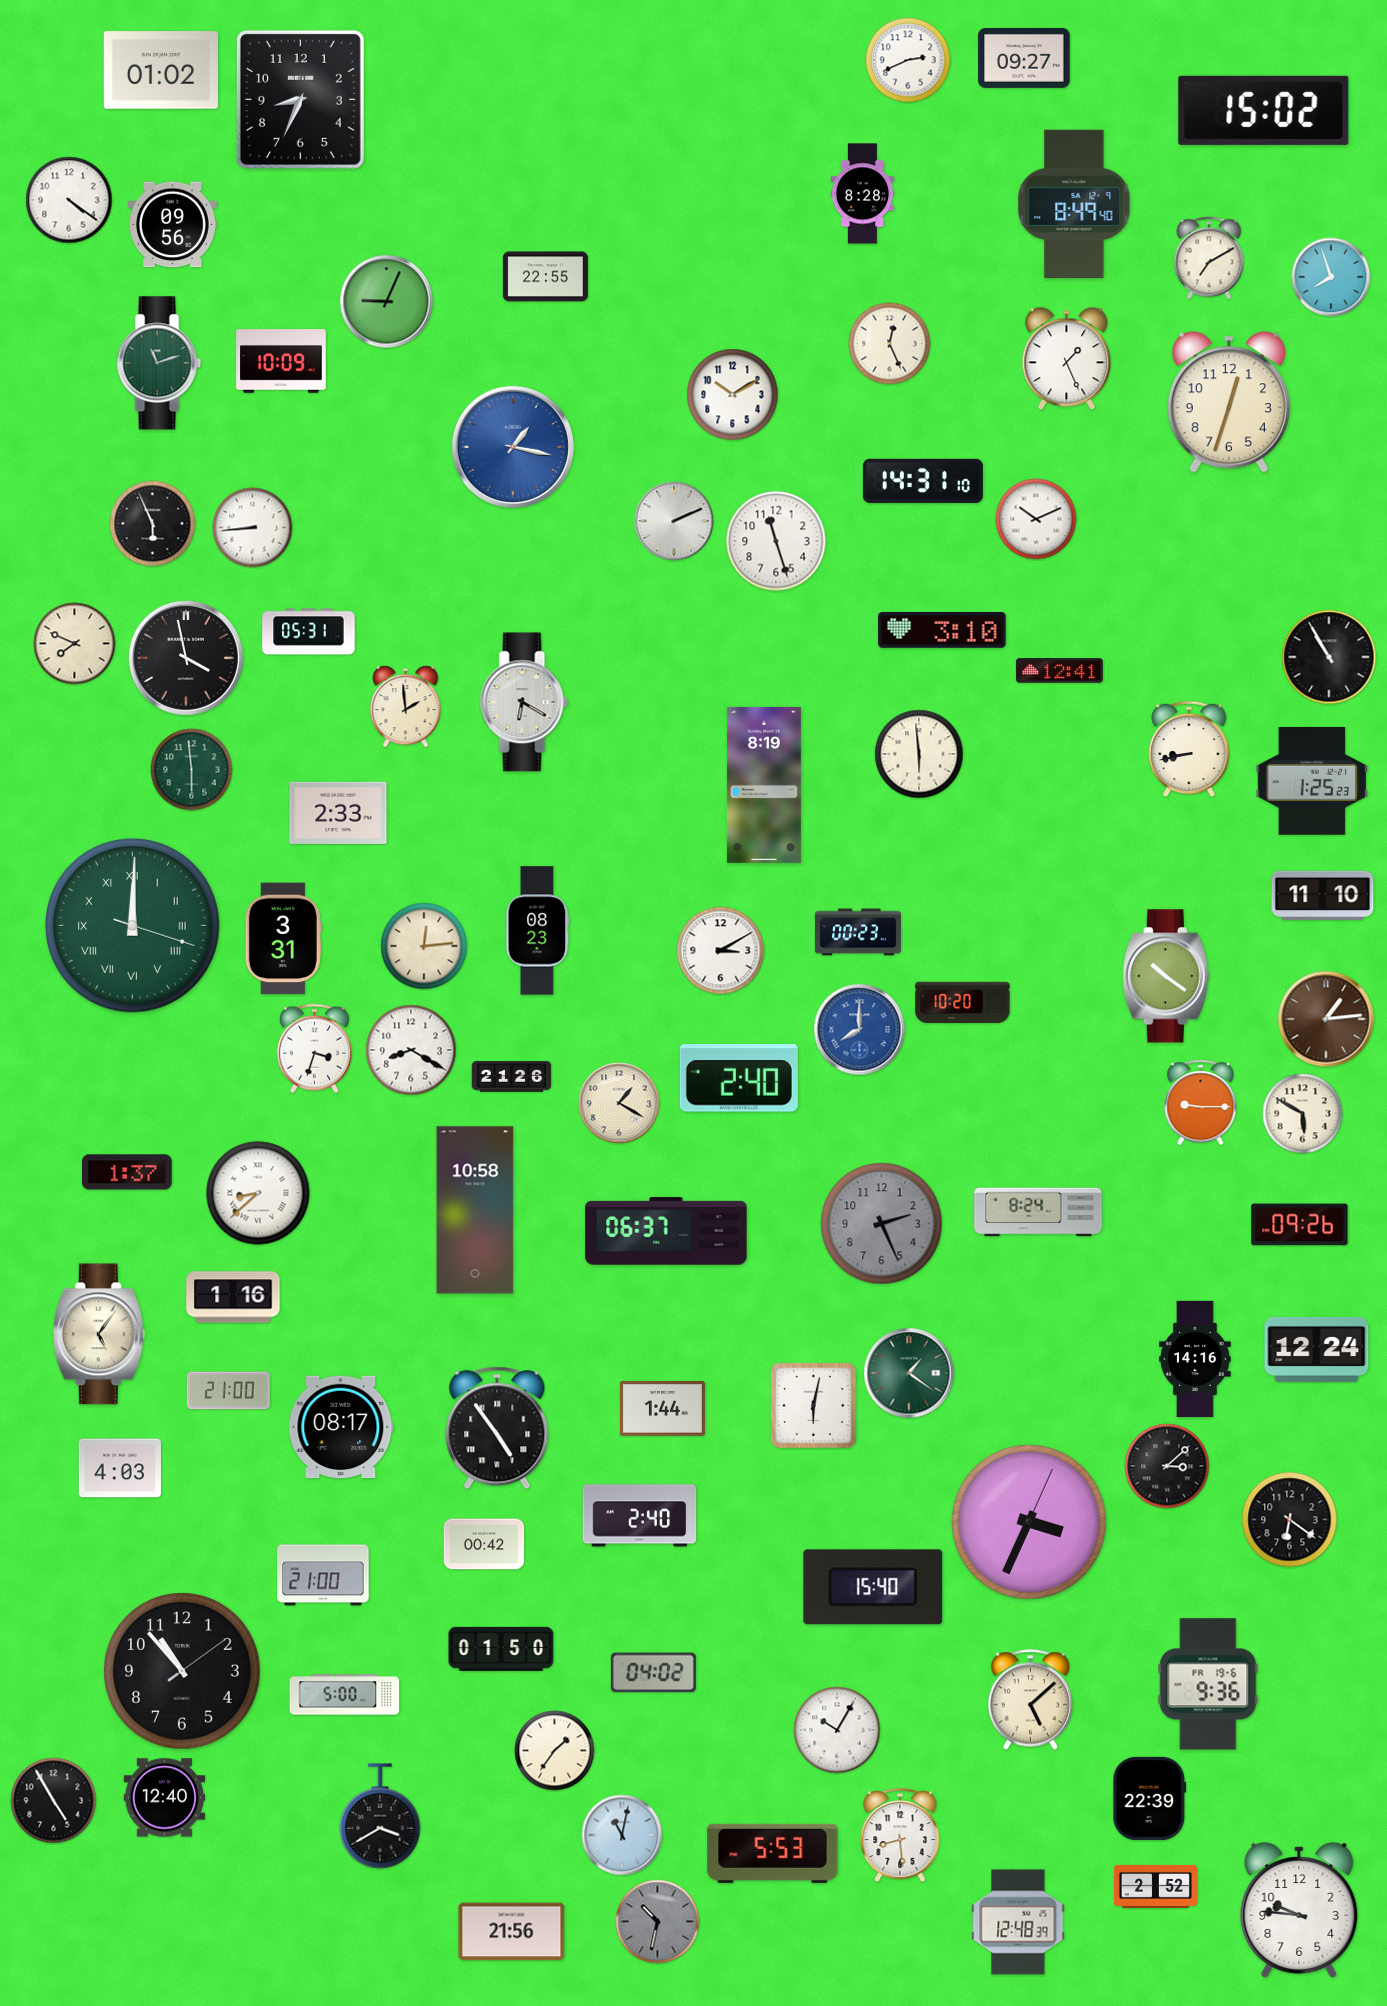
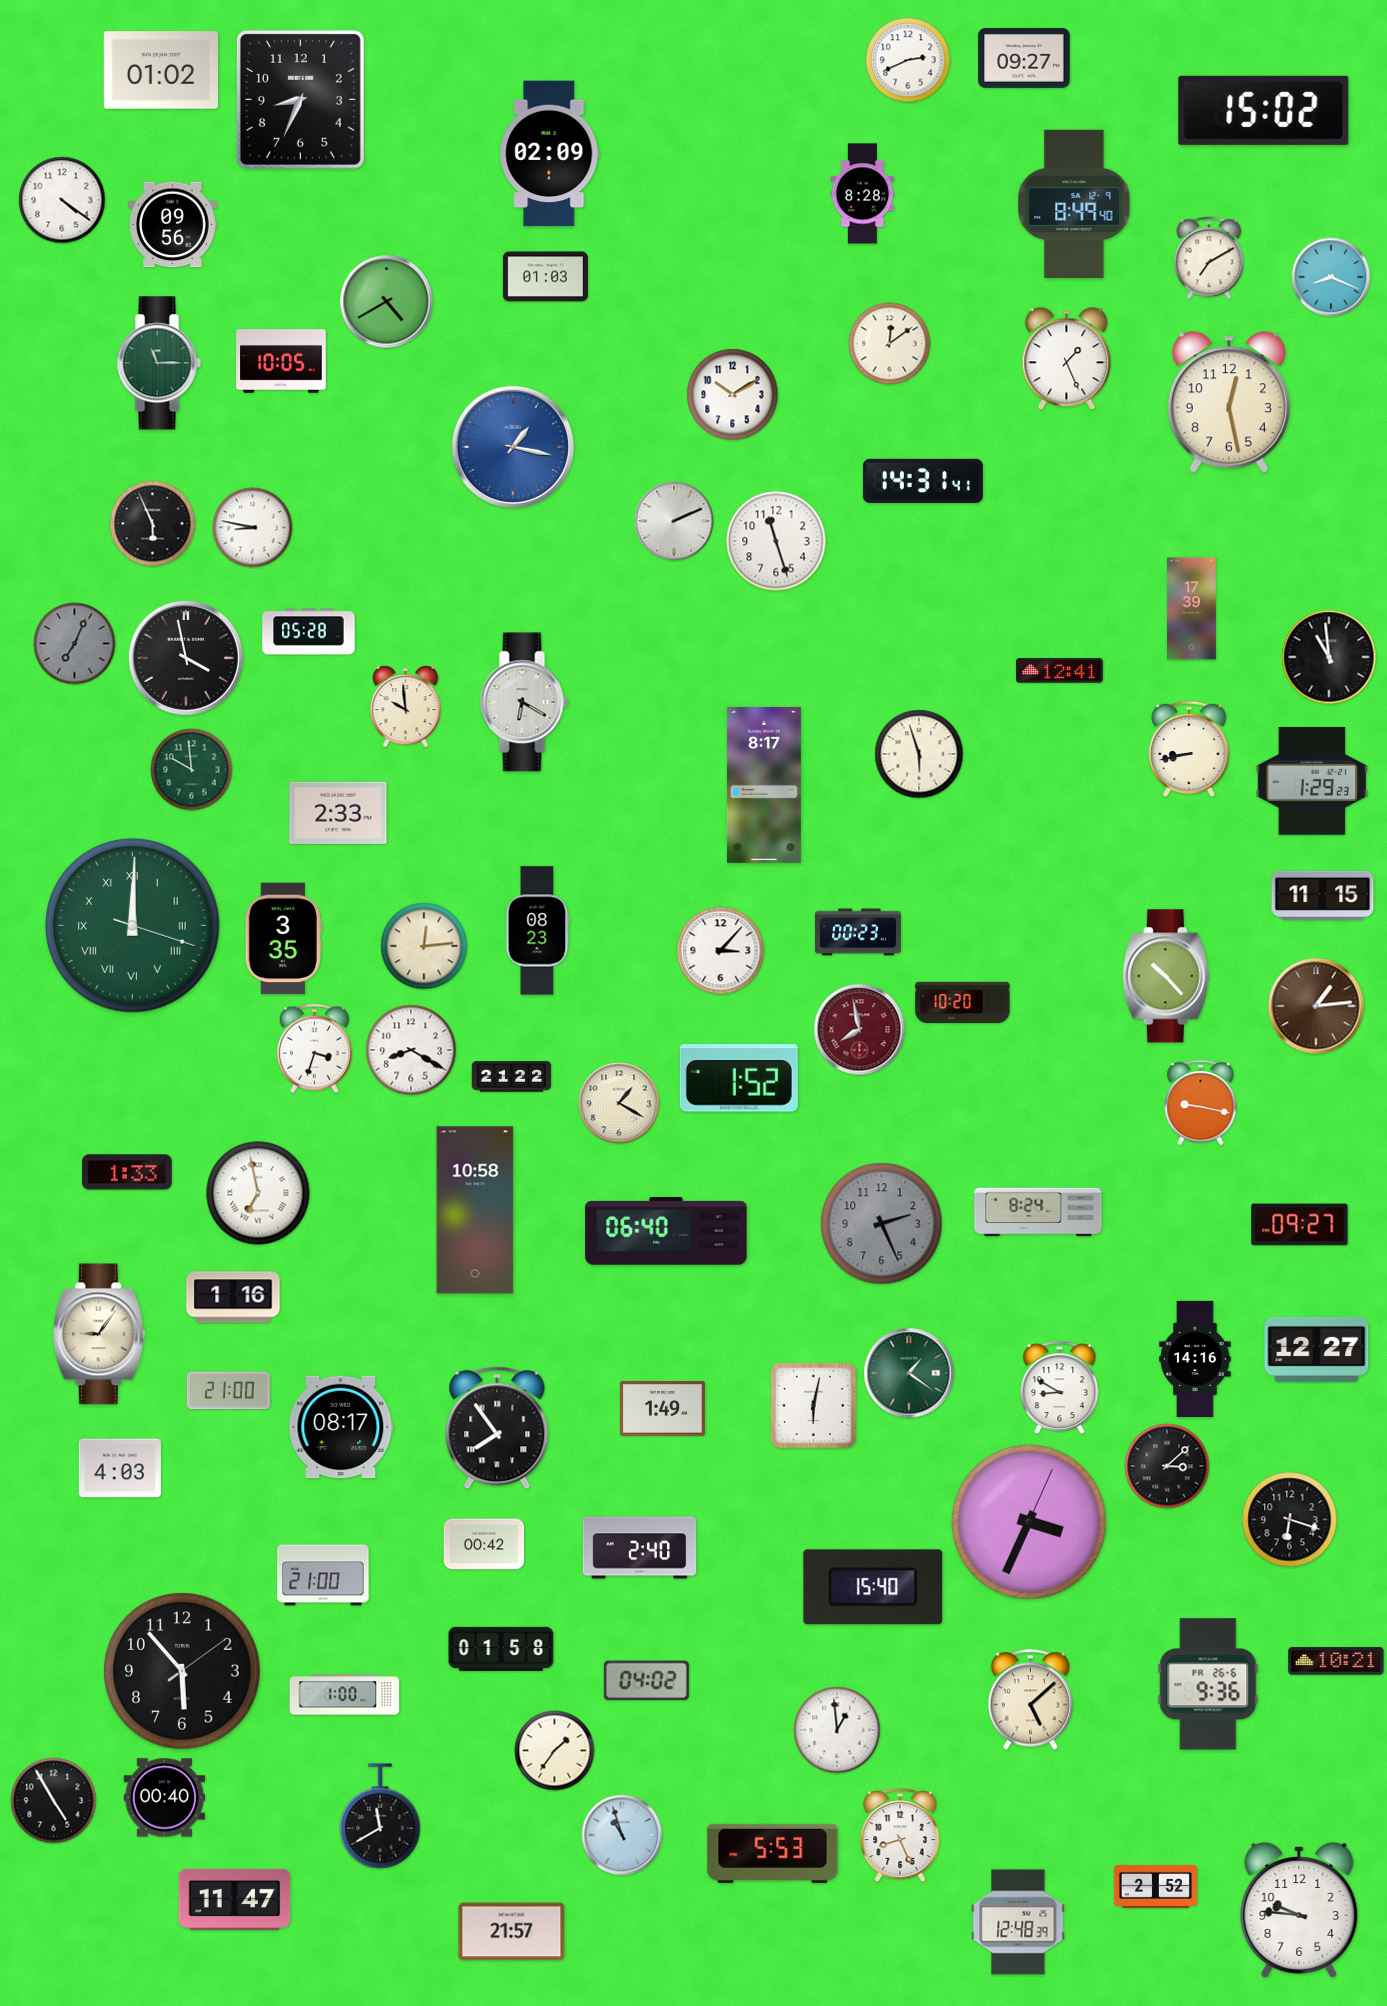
clock at (550, 154): none -> 02:09
clock at (69, 200) position: (69, 200) -> (62, 200)
clock at (545, 277): 22:55 -> 01:03
clock at (1331, 277): 7:57 -> 8:19
clock at (387, 302): 9:04 -> 4:40
clock at (890, 344): 12:26 -> 12:09
clock at (281, 361): 10:09 -> 10:05
clock at (159, 363): 11:12 -> 11:15
clock at (1229, 402): 12:33 -> 12:28
clock at (923, 481): 14:31:10 -> 14:31:41
clock at (1036, 519): 10:11 -> none
clock at (253, 528): 8:44 -> 8:47
clock at (1191, 609): none -> 17:39
clock at (942, 631): 3:10 -> none
clock at (309, 632): 05:31 -> 05:28
clock at (75, 644): 7:49 -> 7:04
clock at (75, 644) dial: cream -> grey
clock at (1329, 657): 10:55 -> 10:59
clock at (406, 707): 1:59 -> 9:59
clock at (919, 754): 5:59 -> 5:57
clock at (192, 770): 5:59 -> 9:59
clock at (1312, 781): 1:25 -> 1:29
clock at (764, 785): 8:19 -> 8:17
clock at (1323, 895): 11:10 -> 11:15
clock at (283, 939): 3:31 -> 3:35
clock at (721, 951): 3:10 -> 3:07
clock at (1166, 976): 10:21 -> 10:23
clock at (1326, 1019) position: (1326, 1019) -> (1316, 1006)
clock at (860, 1030): 8:00 -> 7:58
clock at (860, 1030) dial: blue -> burgundy
clock at (512, 1077): 21:26 -> 21:22
clock at (739, 1078): 2:40 -> 1:52
clock at (1201, 1103): 9:15 -> 9:17
clock at (1303, 1114): 5:50 -> none
clock at (127, 1172): 1:37 -> 1:33
clock at (258, 1193): 8:38 -> 6:58
clock at (1300, 1225): 09:26 -> 09:27
clock at (666, 1231): 06:37 -> 06:40
clock at (99, 1334): 5:06 -> 9:06
clock at (1317, 1349): 12:24 -> 12:27
clock at (1060, 1388): none -> 8:50
clock at (662, 1409): 1:44 -> 1:49
clock at (497, 1428): 4:54 -> 7:54
clock at (640, 1516) position: (640, 1516) -> (640, 1548)
clock at (1290, 1520): 6:21 -> 6:18
clock at (501, 1649): 01:50 -> 01:58
clock at (1336, 1661): none -> 10:21
clock at (182, 1671): 10:53 -> 5:53
clock at (653, 1673) position: (653, 1673) -> (646, 1681)
clock at (1208, 1684) date: FR 19-6 -> FR 26-6
clock at (345, 1695): 5:00 -> 1:00
clock at (837, 1730): 10:05 -> 12:59
clock at (165, 1798): 12:40 -> 00:40
clock at (1150, 1798): 22:39 -> none
clock at (380, 1816): 3:40 -> 11:40
clock at (622, 1835): 11:02 -> 10:57
clock at (900, 1836): 8:29 -> 8:26
clock at (235, 1899): none -> 11:47
clock at (658, 1922): 10:32 -> none
clock at (512, 1932): 21:56 -> 21:57
